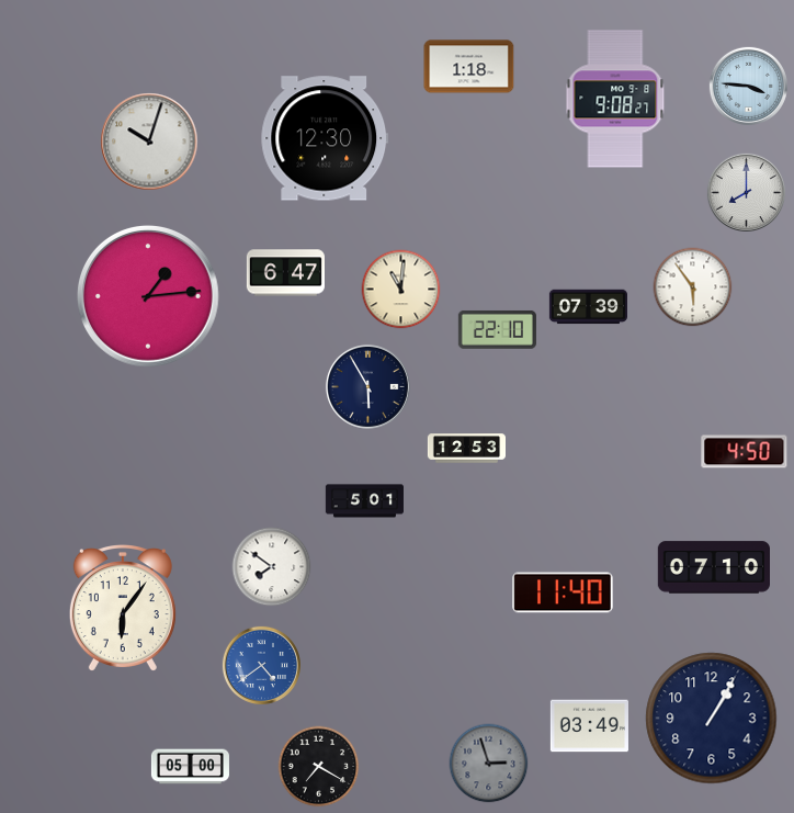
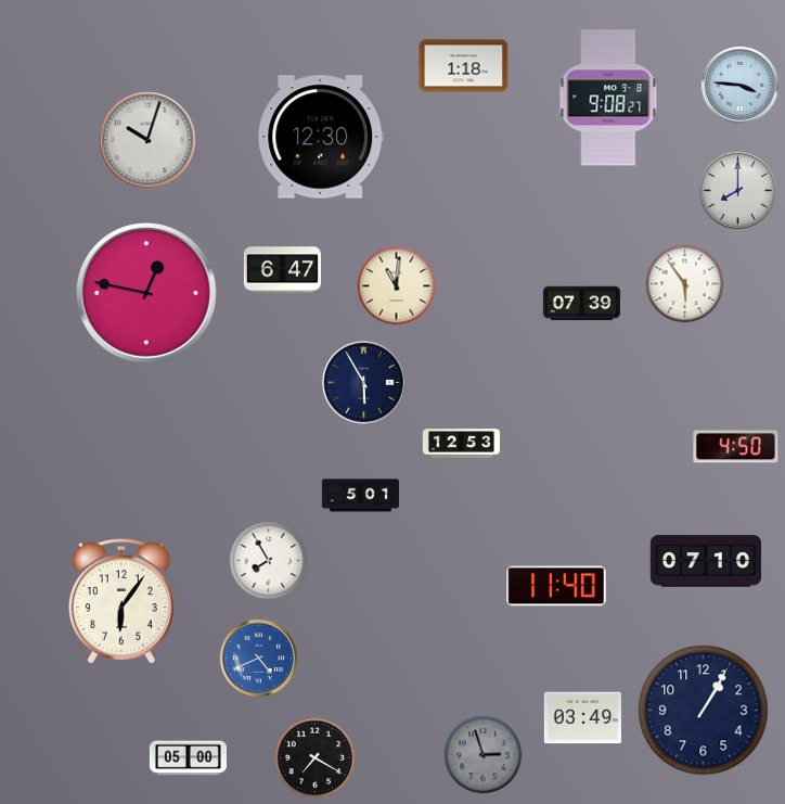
clock at (148, 296): 1:14 -> 12:47
clock at (497, 329): 22:10 -> none
clock at (272, 567): 7:51 -> 7:55
clock at (261, 665): 4:39 -> 4:41
